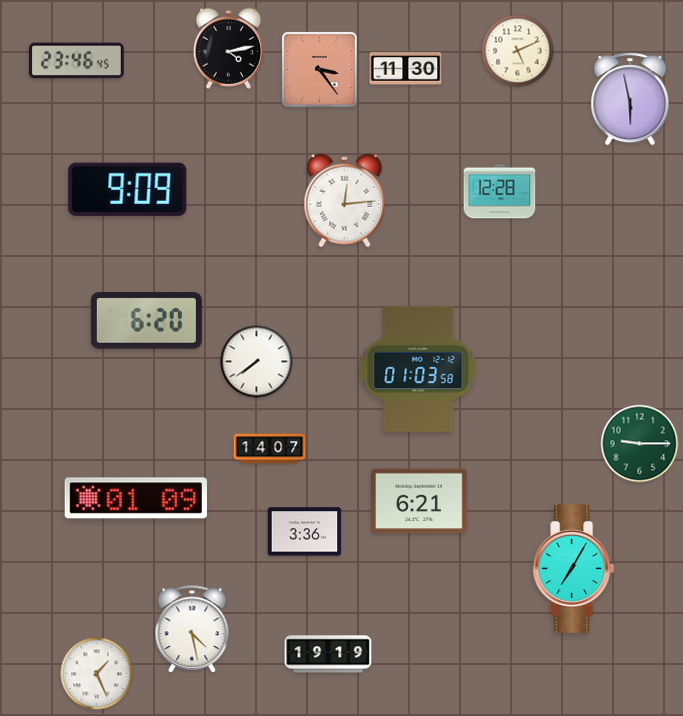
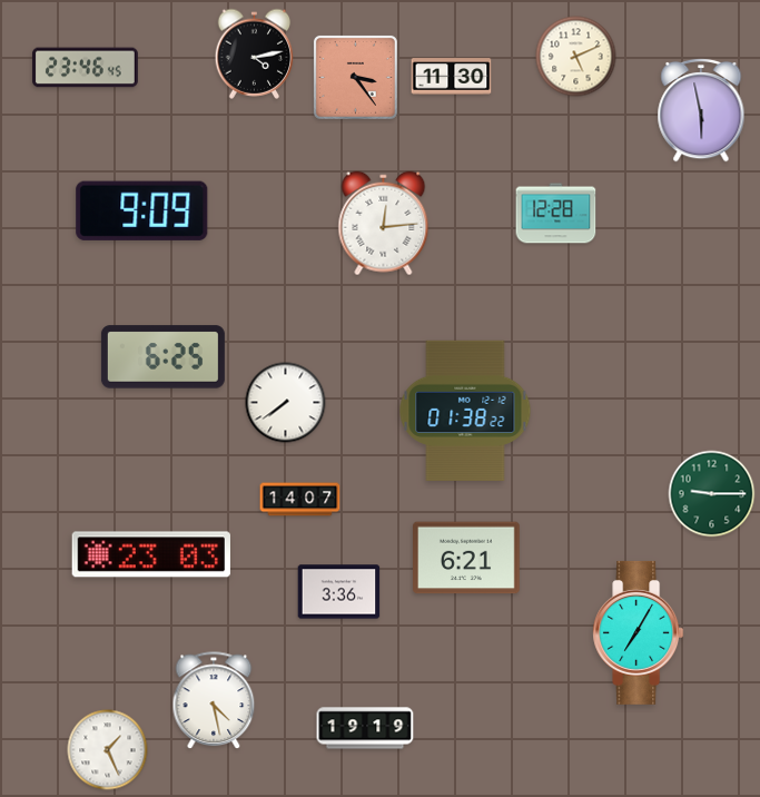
clock at (146, 321): 6:20 -> 6:25
clock at (418, 369): 01:03 -> 01:38
clock at (136, 498): 01:09 -> 23:03
